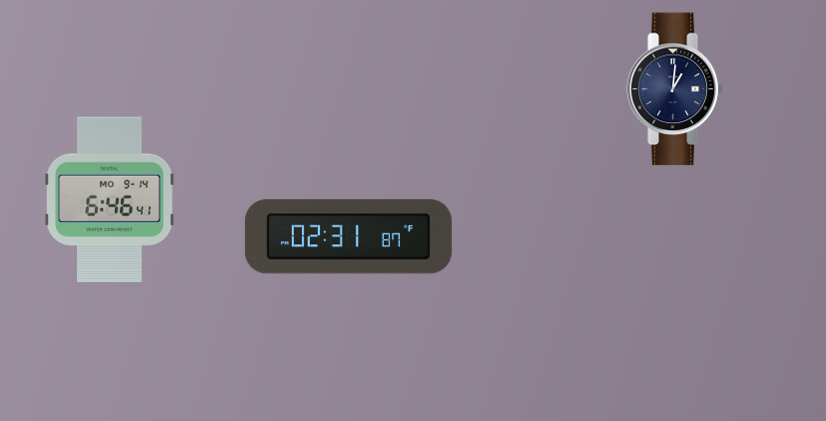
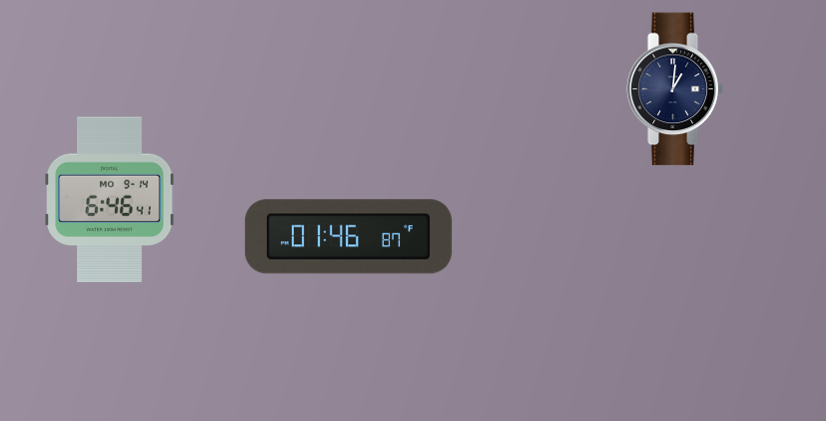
clock at (348, 237): 02:31 -> 01:46
